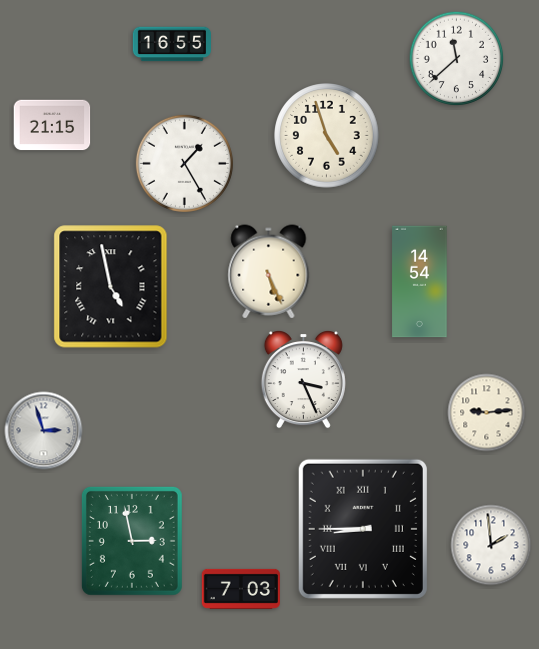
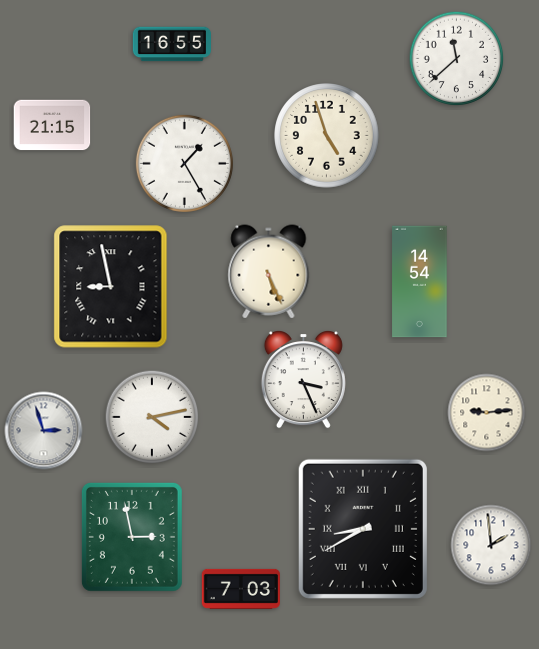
clock at (111, 287): 4:58 -> 8:58
clock at (152, 417): none -> 4:13
clock at (363, 529): 8:45 -> 8:40
clock at (132, 541) position: (132, 541) -> (132, 537)
